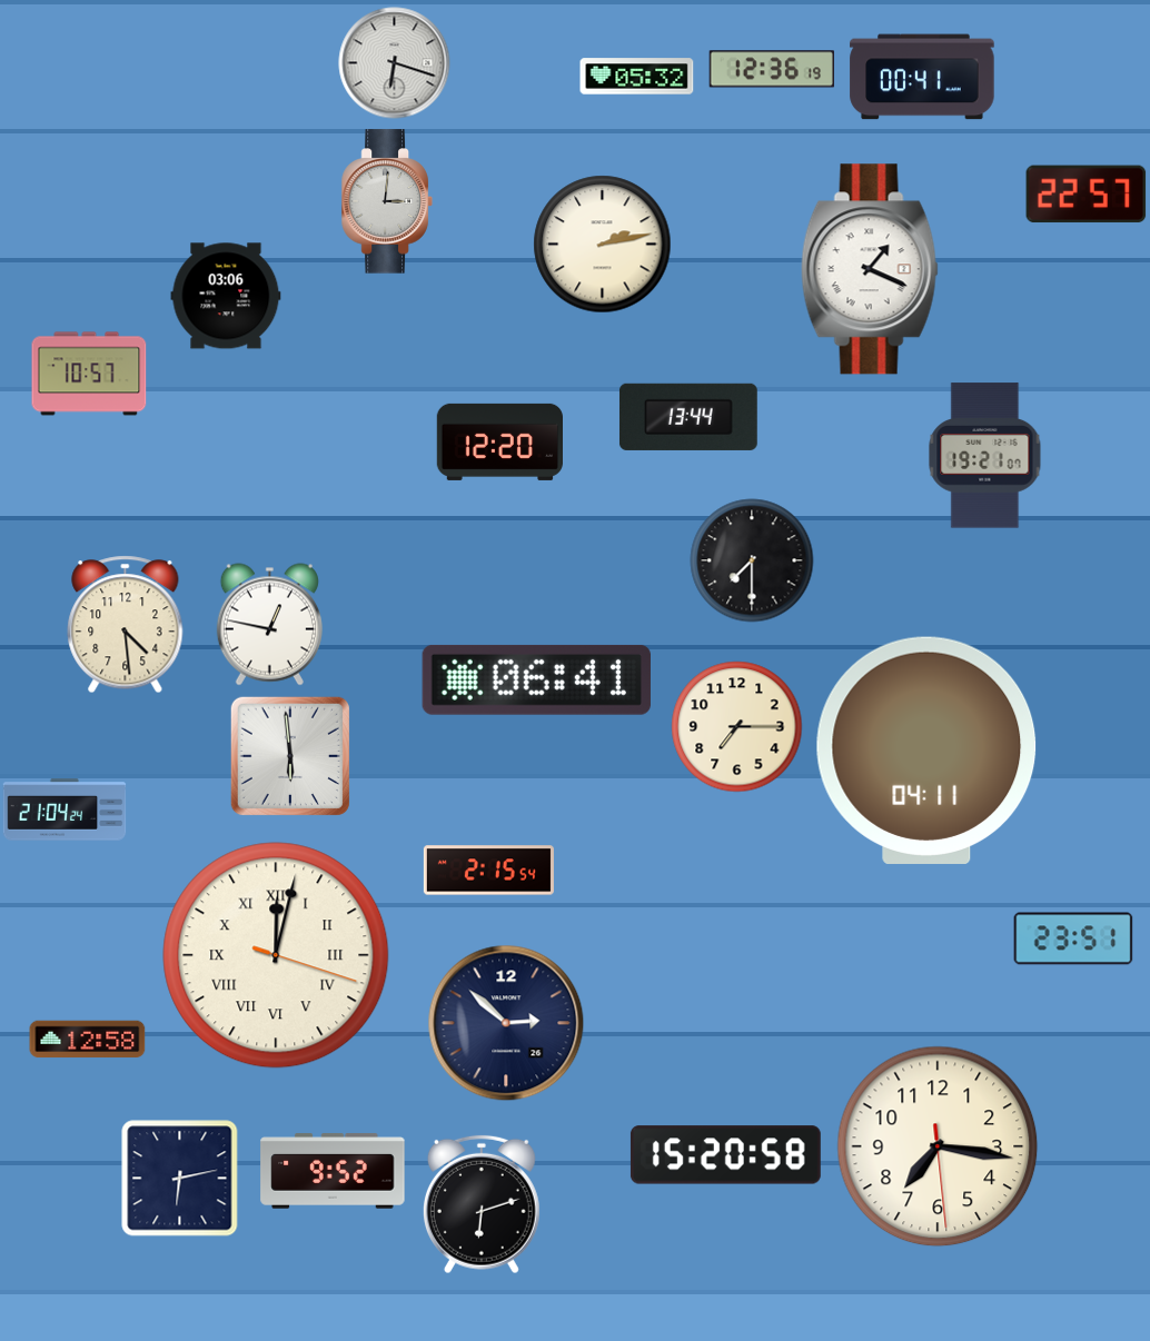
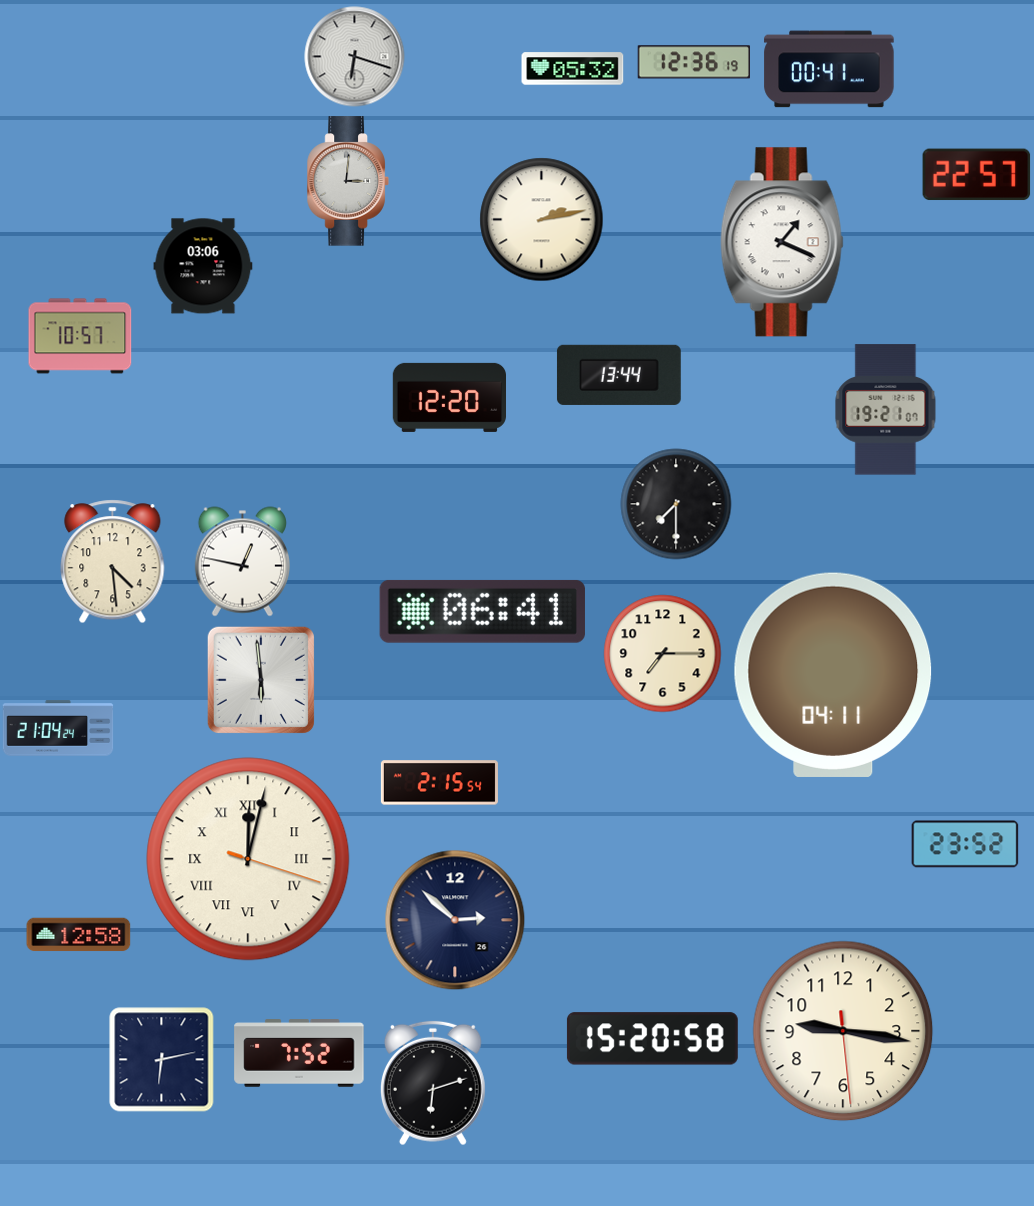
clock at (1073, 938): 23:51 -> 23:52
clock at (938, 1146): 7:16 -> 9:16
clock at (333, 1171): 9:52 -> 7:52
